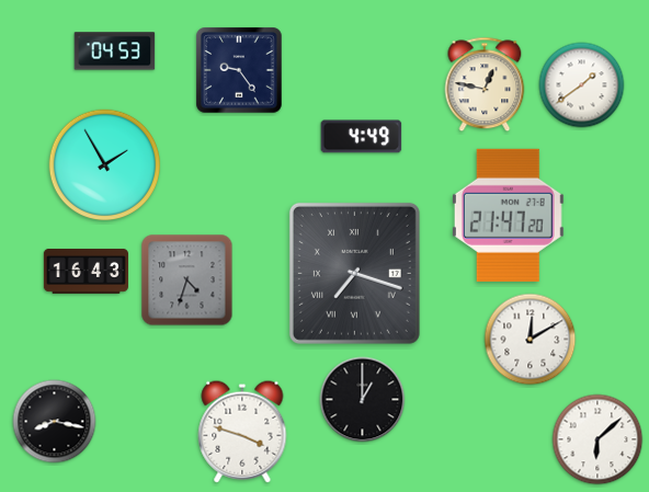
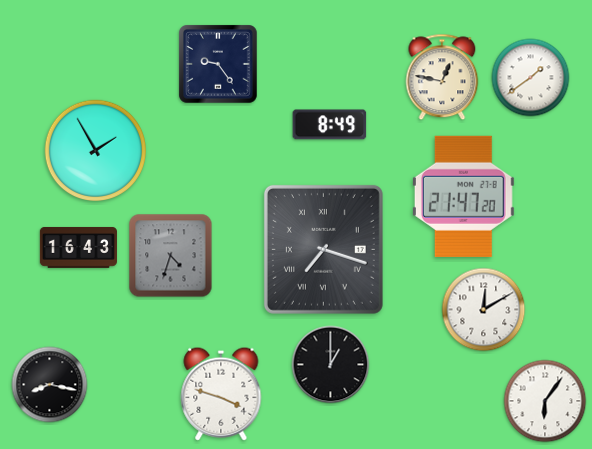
clock at (115, 52): 04:53 -> none
clock at (362, 137): 4:49 -> 8:49
clock at (597, 439): 6:08 -> 6:06
